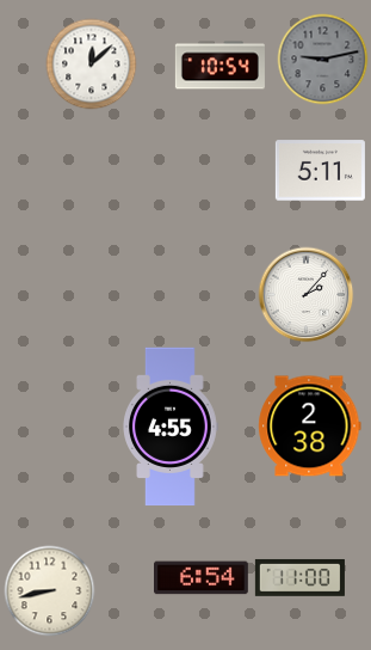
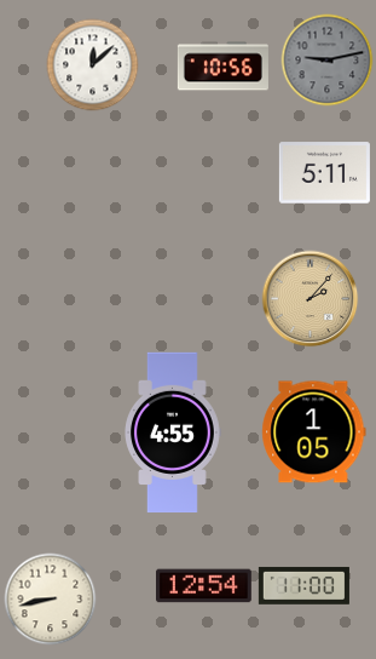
clock at (219, 66): 10:54 -> 10:56
clock at (307, 295) dial: white -> champagne
clock at (310, 427): 2:38 -> 1:05
clock at (202, 578): 6:54 -> 12:54
